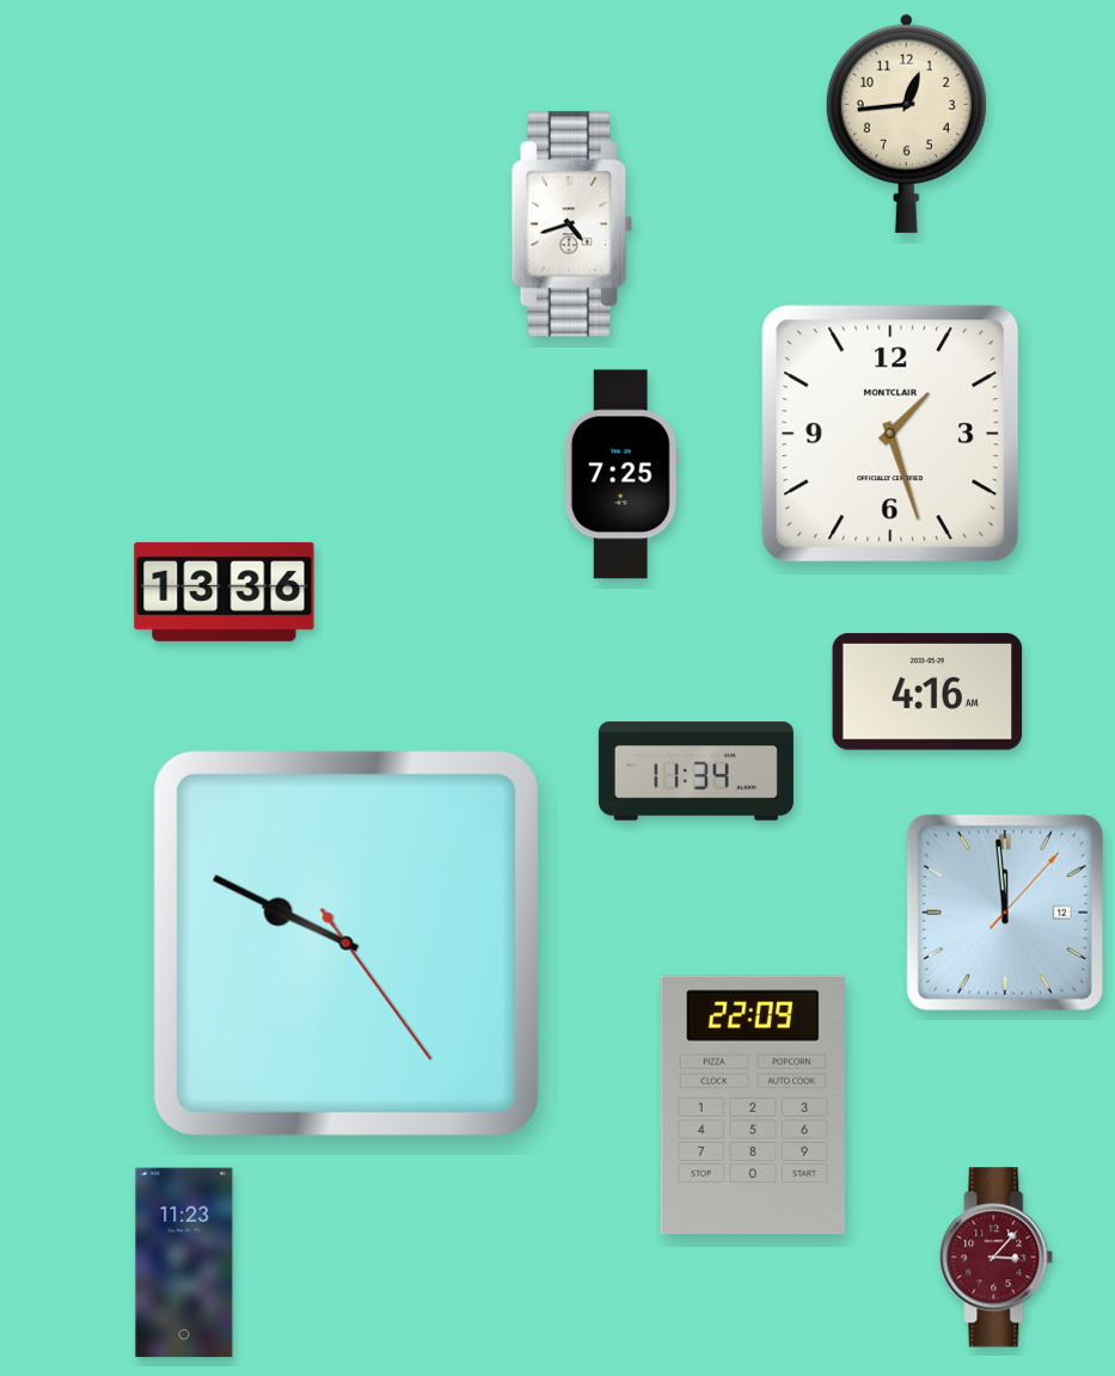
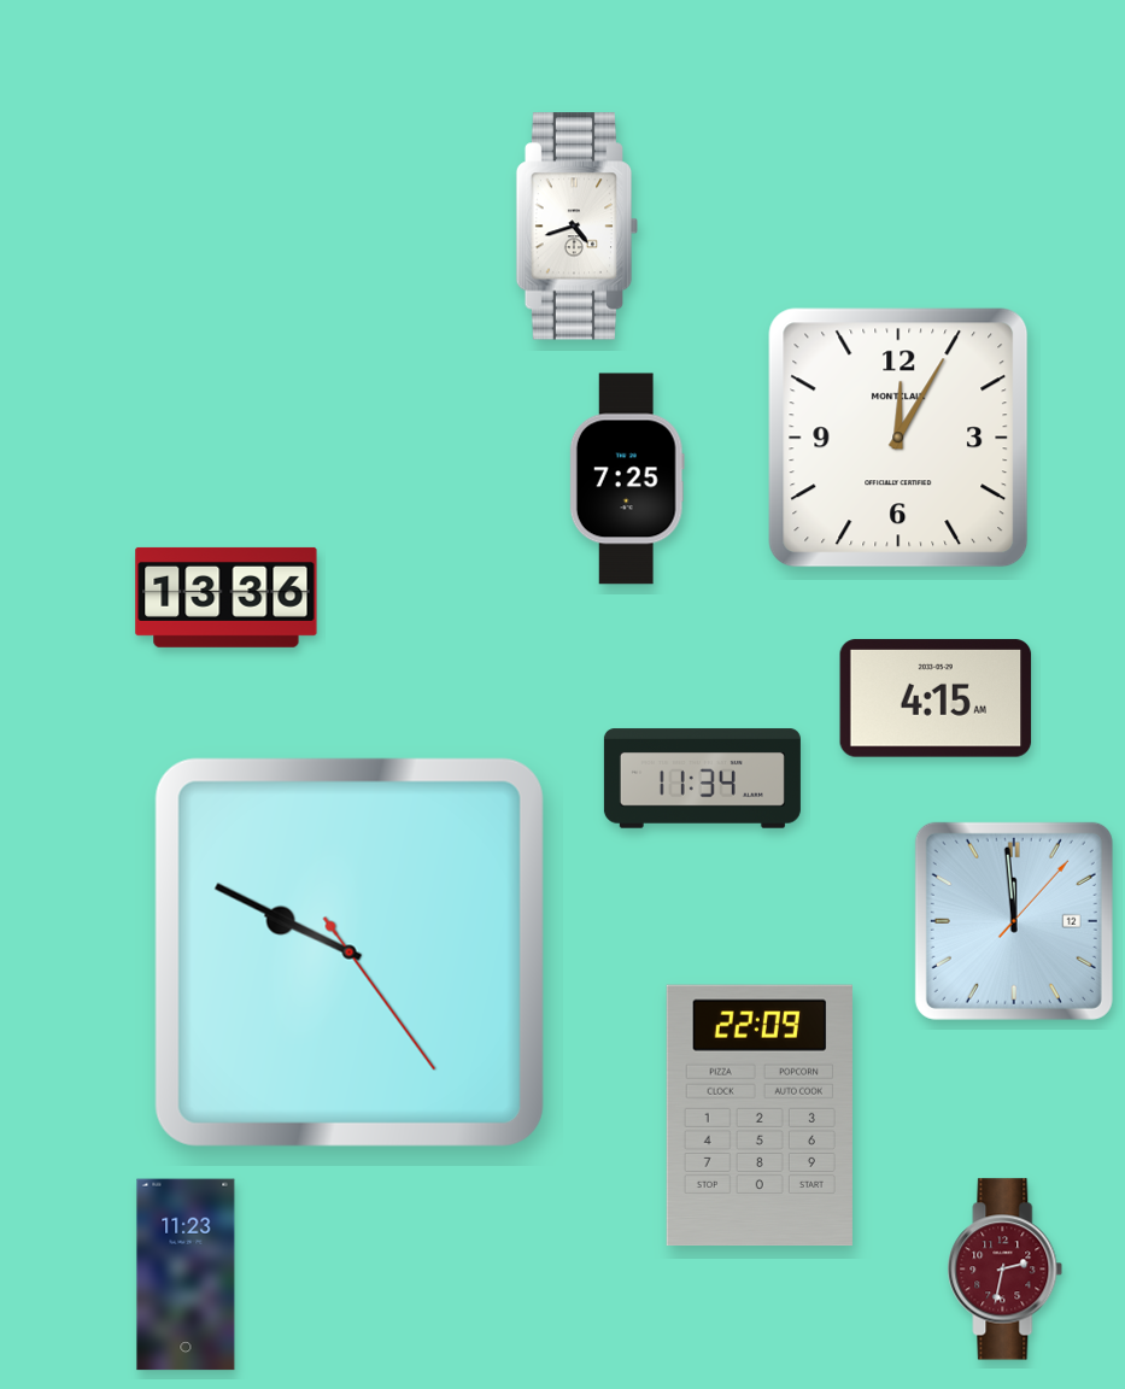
clock at (906, 123): 12:44 -> none
clock at (890, 434): 1:27 -> 12:05
clock at (927, 692): 4:16 -> 4:15
clock at (997, 1258): 3:07 -> 2:32
